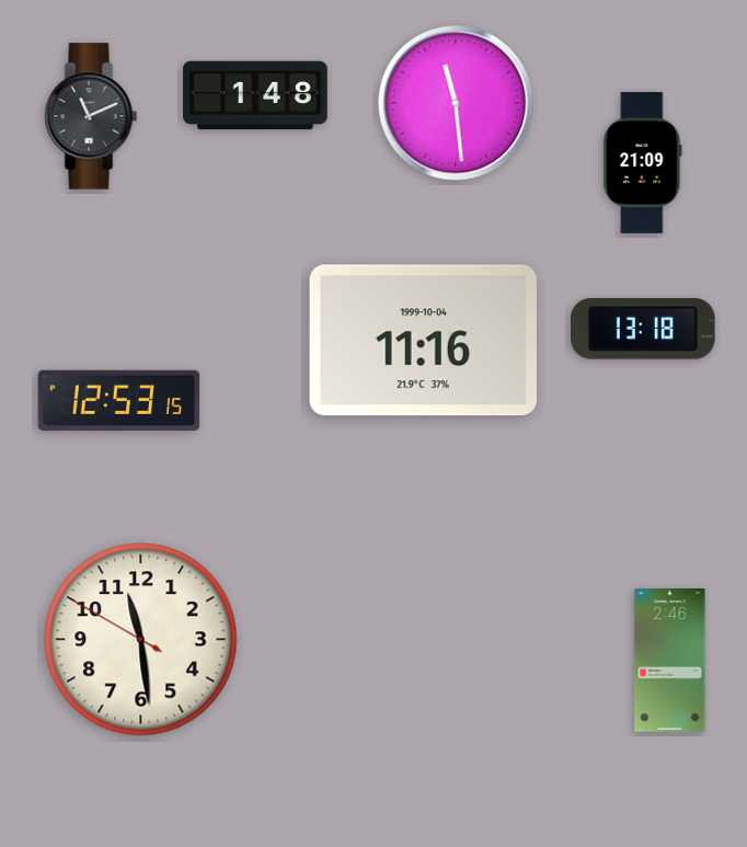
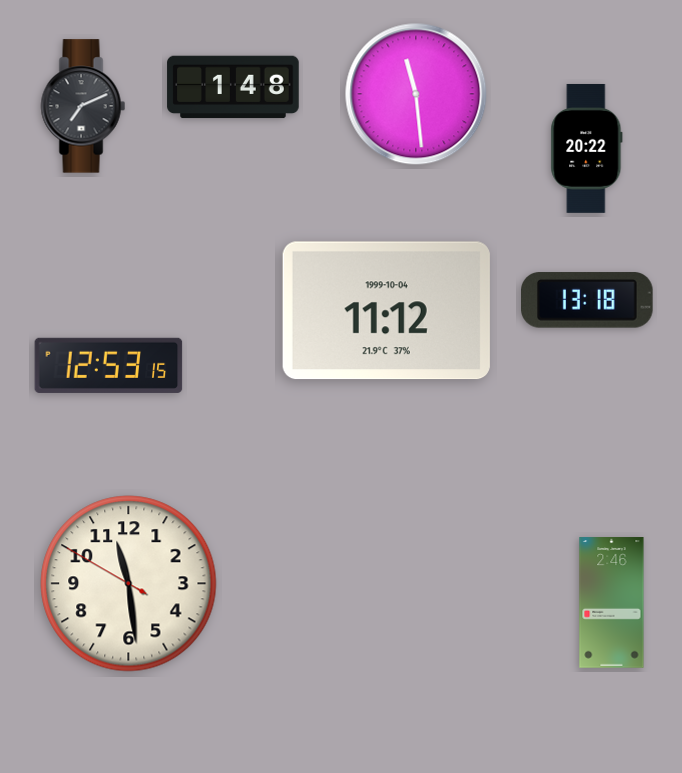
clock at (91, 116): 11:11 -> 7:11
clock at (643, 162): 21:09 -> 20:22
clock at (423, 341): 11:16 -> 11:12
